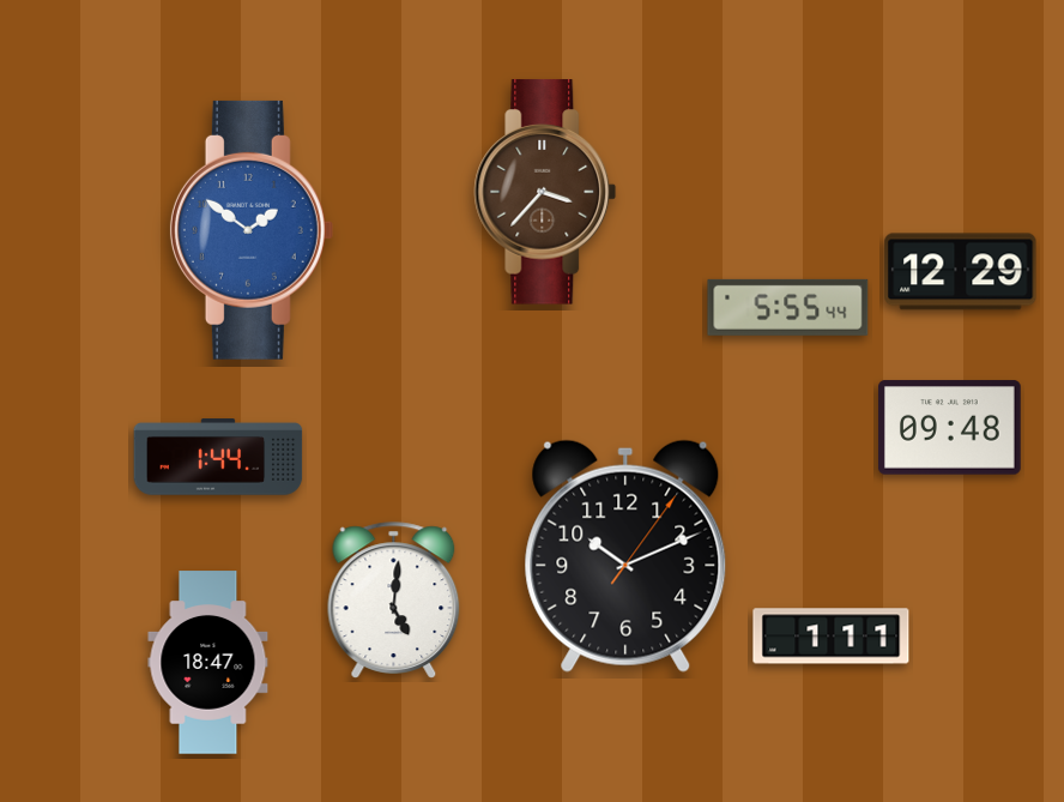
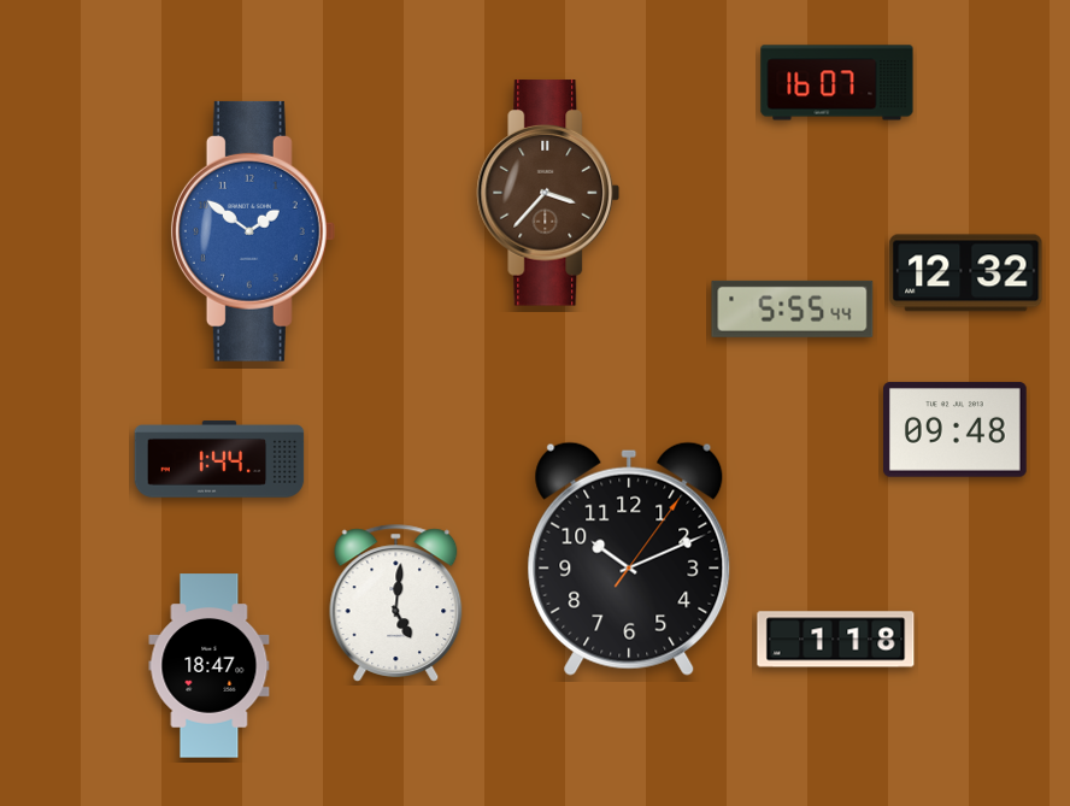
clock at (837, 83): none -> 16:07
clock at (961, 272): 12:29 -> 12:32
clock at (832, 637): 1:11 -> 1:18
